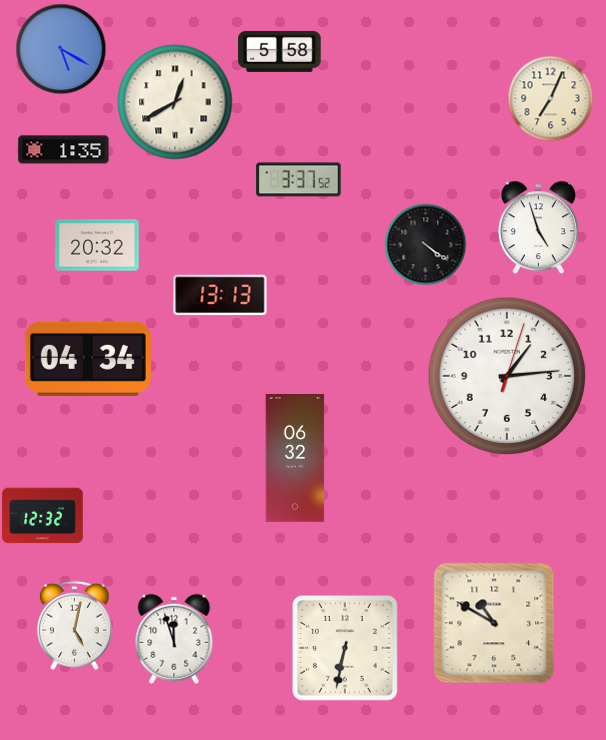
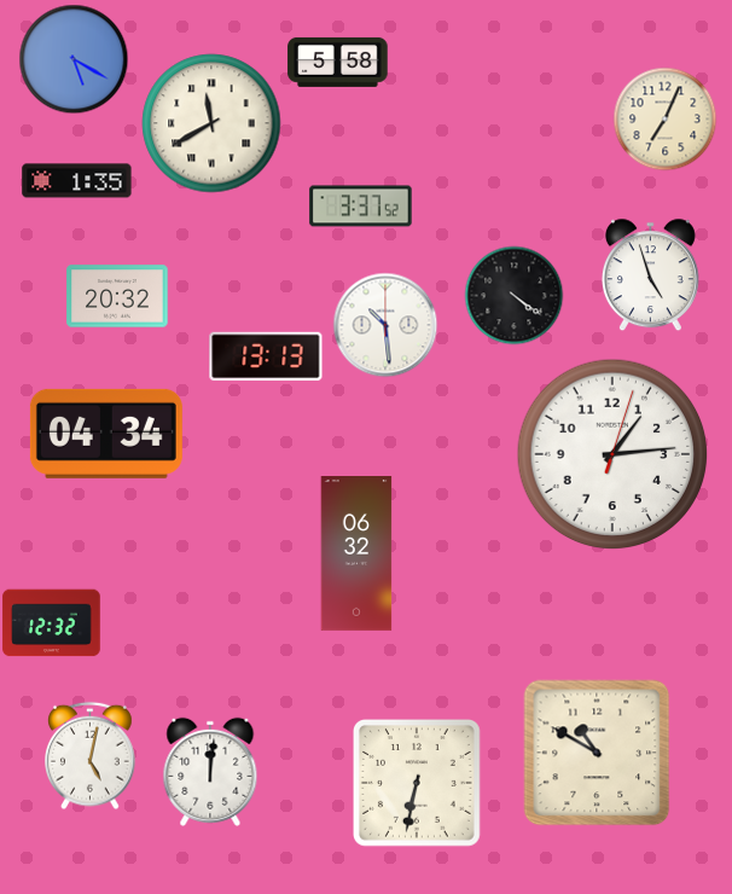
clock at (175, 102): 12:40 -> 11:40
clock at (299, 180) position: (299, 180) -> (361, 207)
clock at (385, 325): none -> 10:29
clock at (174, 639): 11:57 -> 12:01
